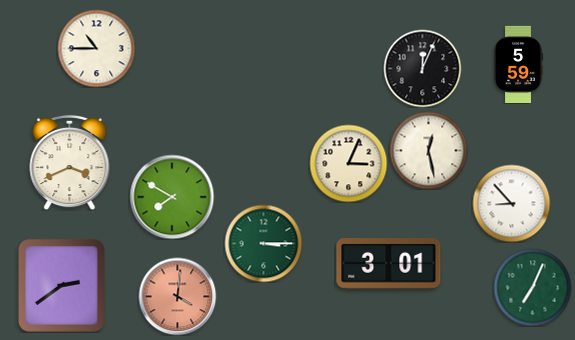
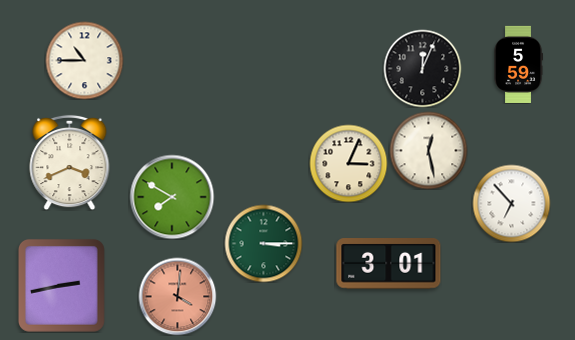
clock at (96, 48) position: (96, 48) -> (84, 60)
clock at (511, 203): 8:53 -> 6:53
clock at (61, 286): 2:39 -> 2:43
clock at (532, 287): 7:04 -> none
